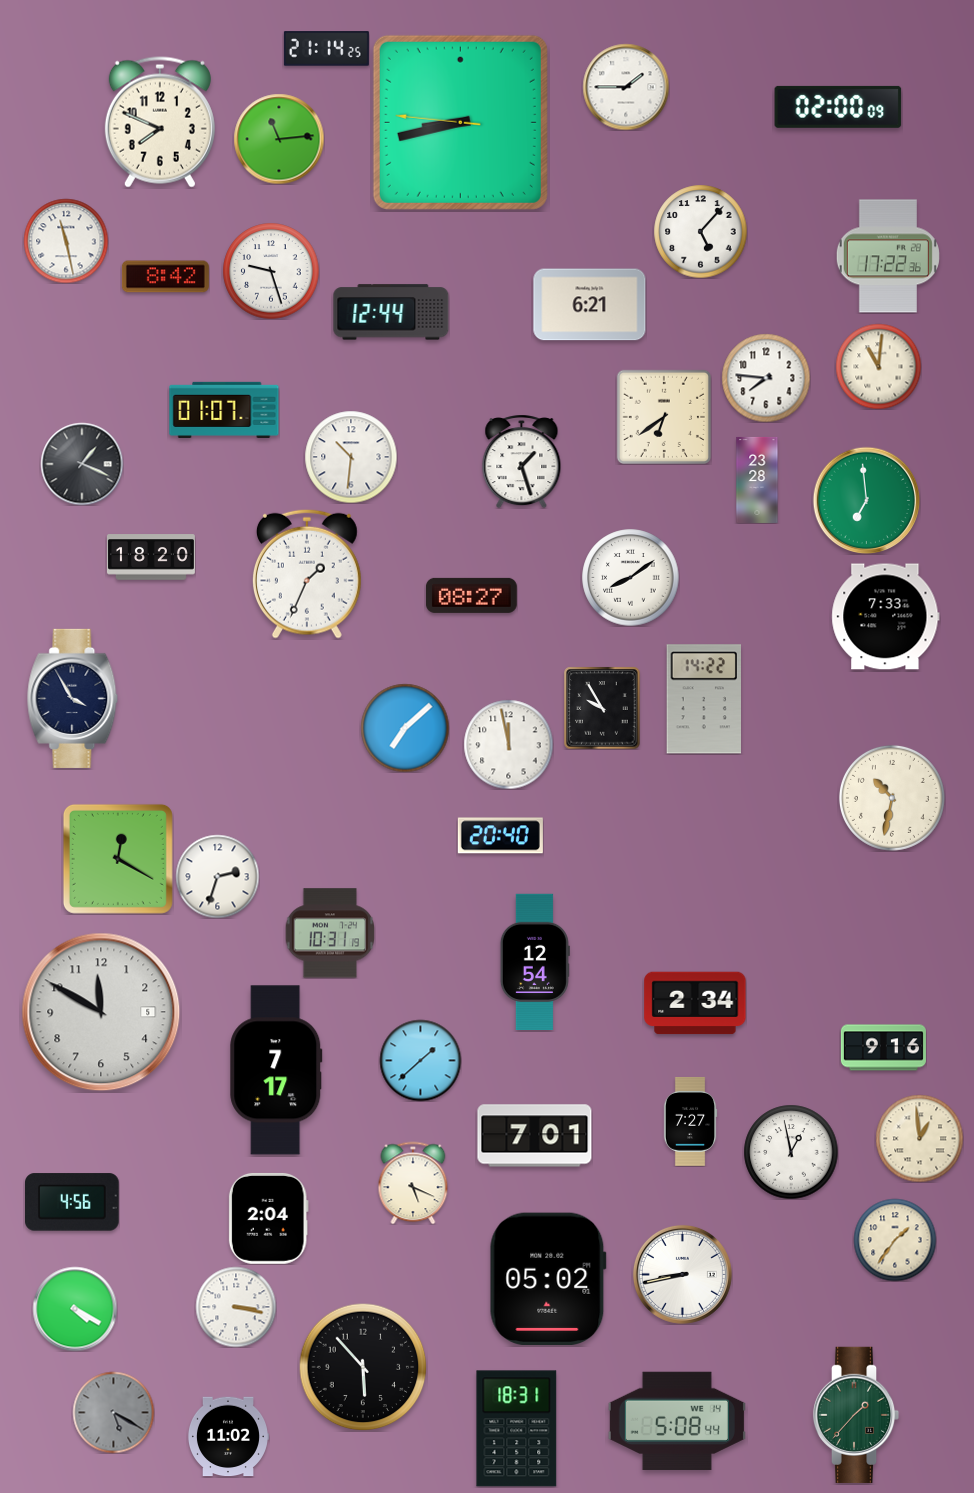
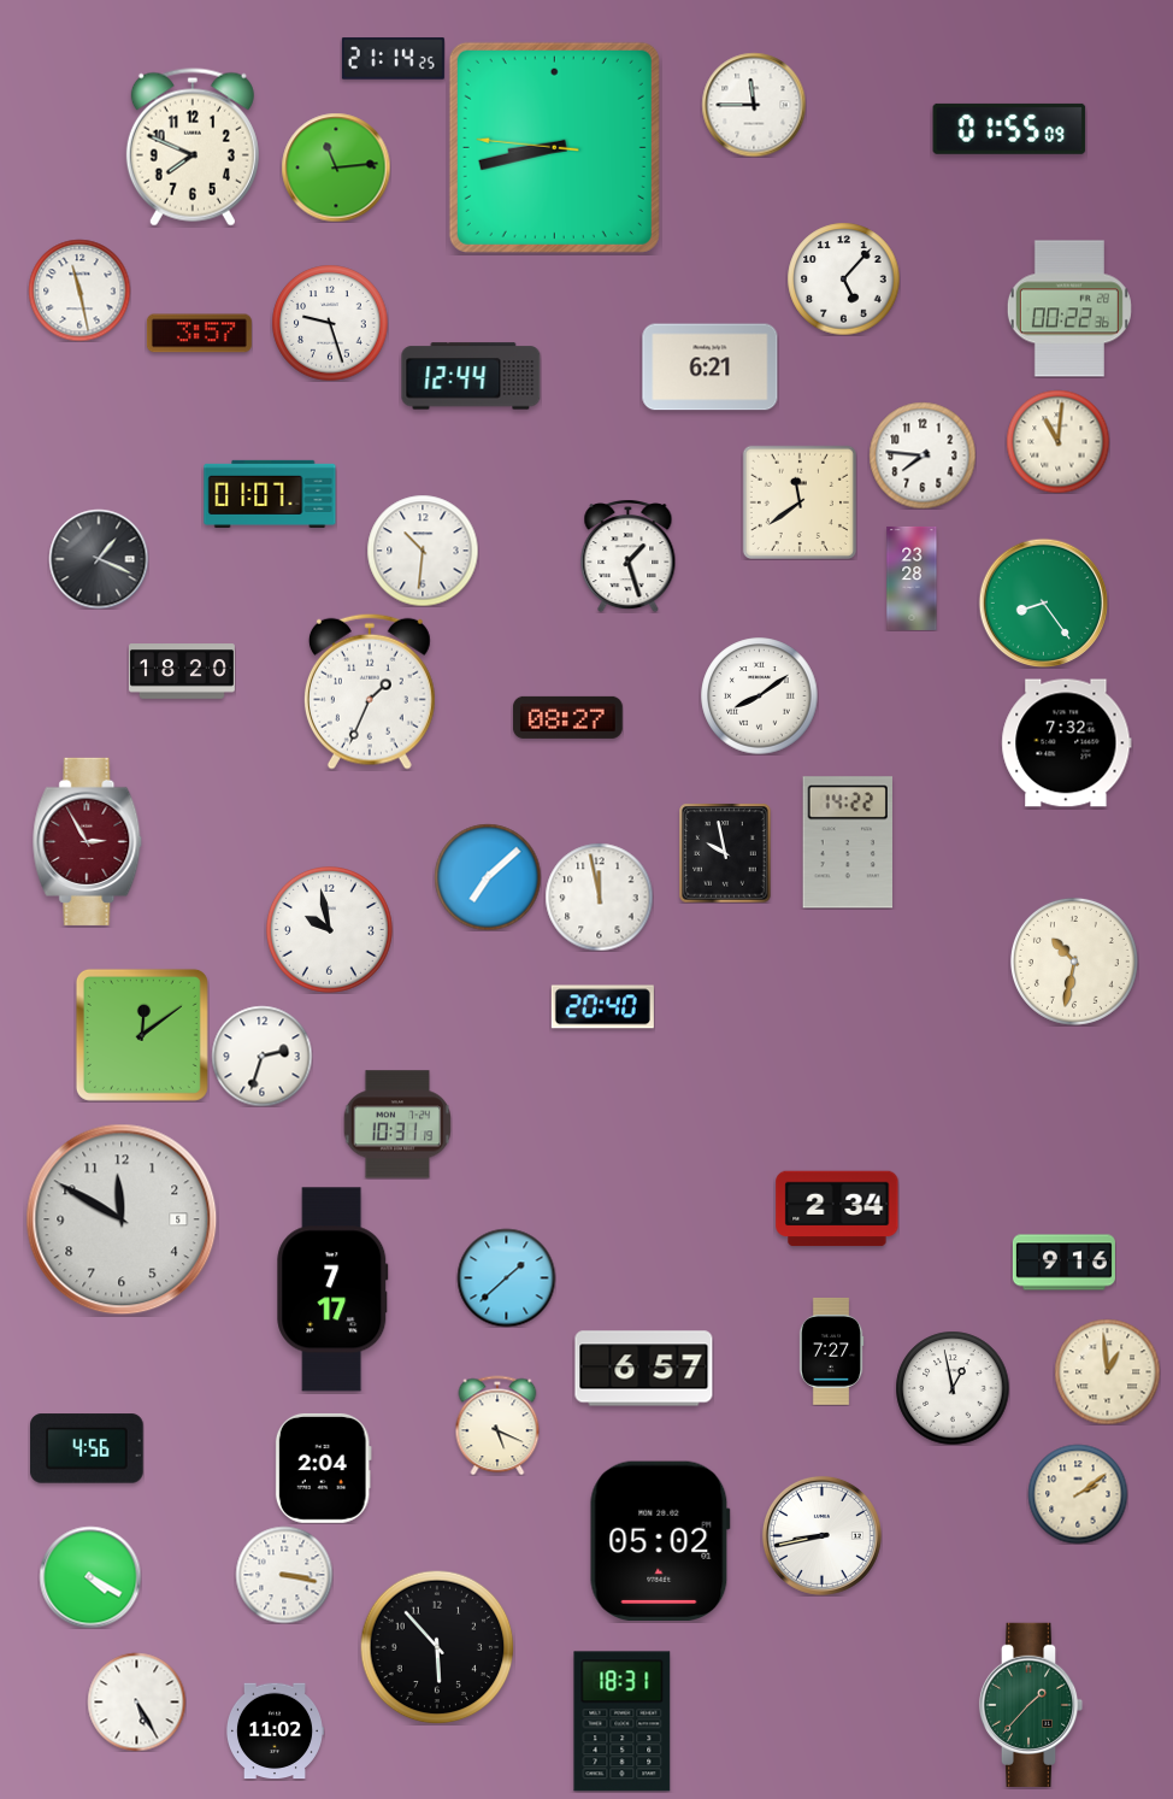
clock at (626, 87): 1:45 -> 11:45
clock at (838, 107): 02:00 -> 01:55
clock at (888, 256): 17:22 -> 00:22
clock at (271, 271) position: (271, 271) -> (330, 323)
clock at (165, 277): 8:42 -> 3:57
clock at (664, 417): 6:39 -> 11:39
clock at (866, 500): 6:59 -> 8:24
clock at (886, 617): 7:33 -> 7:32
clock at (73, 698): 3:55 -> 2:55
clock at (73, 698) dial: navy -> burgundy
clock at (602, 708): 9:55 -> 9:58
clock at (508, 744) position: (508, 744) -> (599, 896)
clock at (329, 929): none -> 9:58
clock at (118, 859): 12:20 -> 12:09
clock at (535, 961): 12:54 -> none
clock at (535, 1136): 7:01 -> 6:57
clock at (895, 1240): 1:36 -> 2:09
clock at (113, 1412): 5:20 -> 5:25
clock at (113, 1412) dial: grey -> white
clock at (677, 1420): 5:08 -> none
